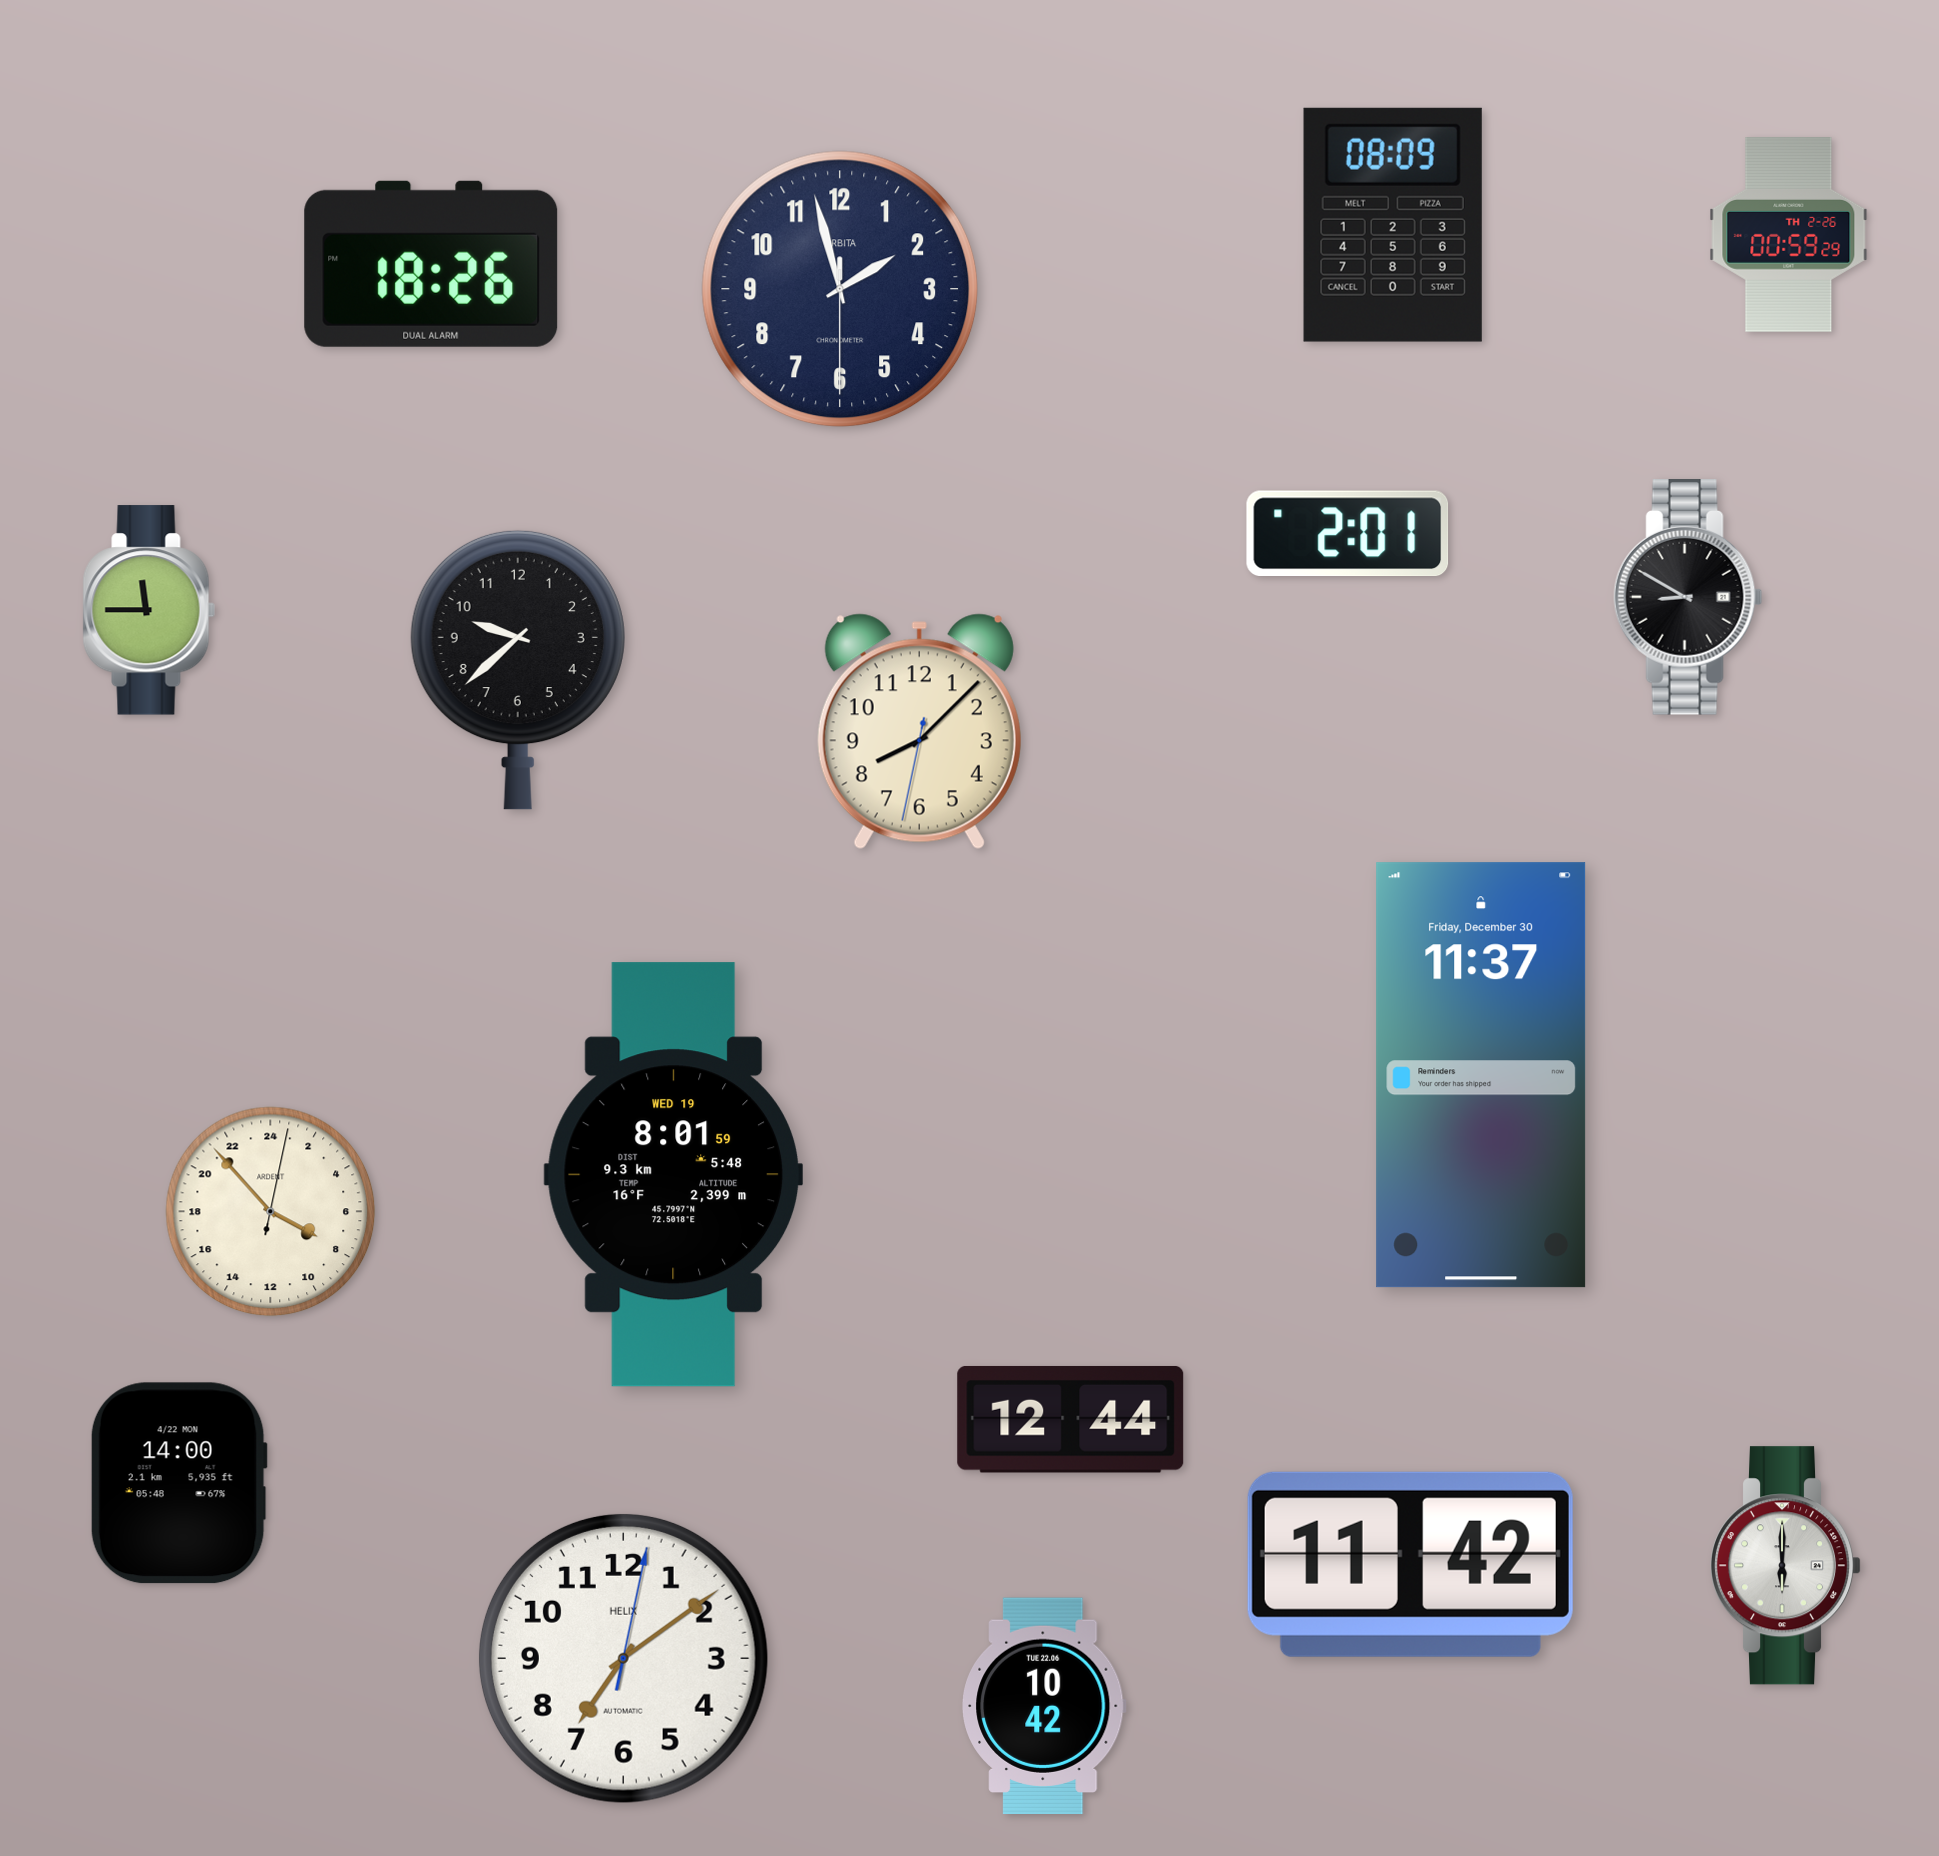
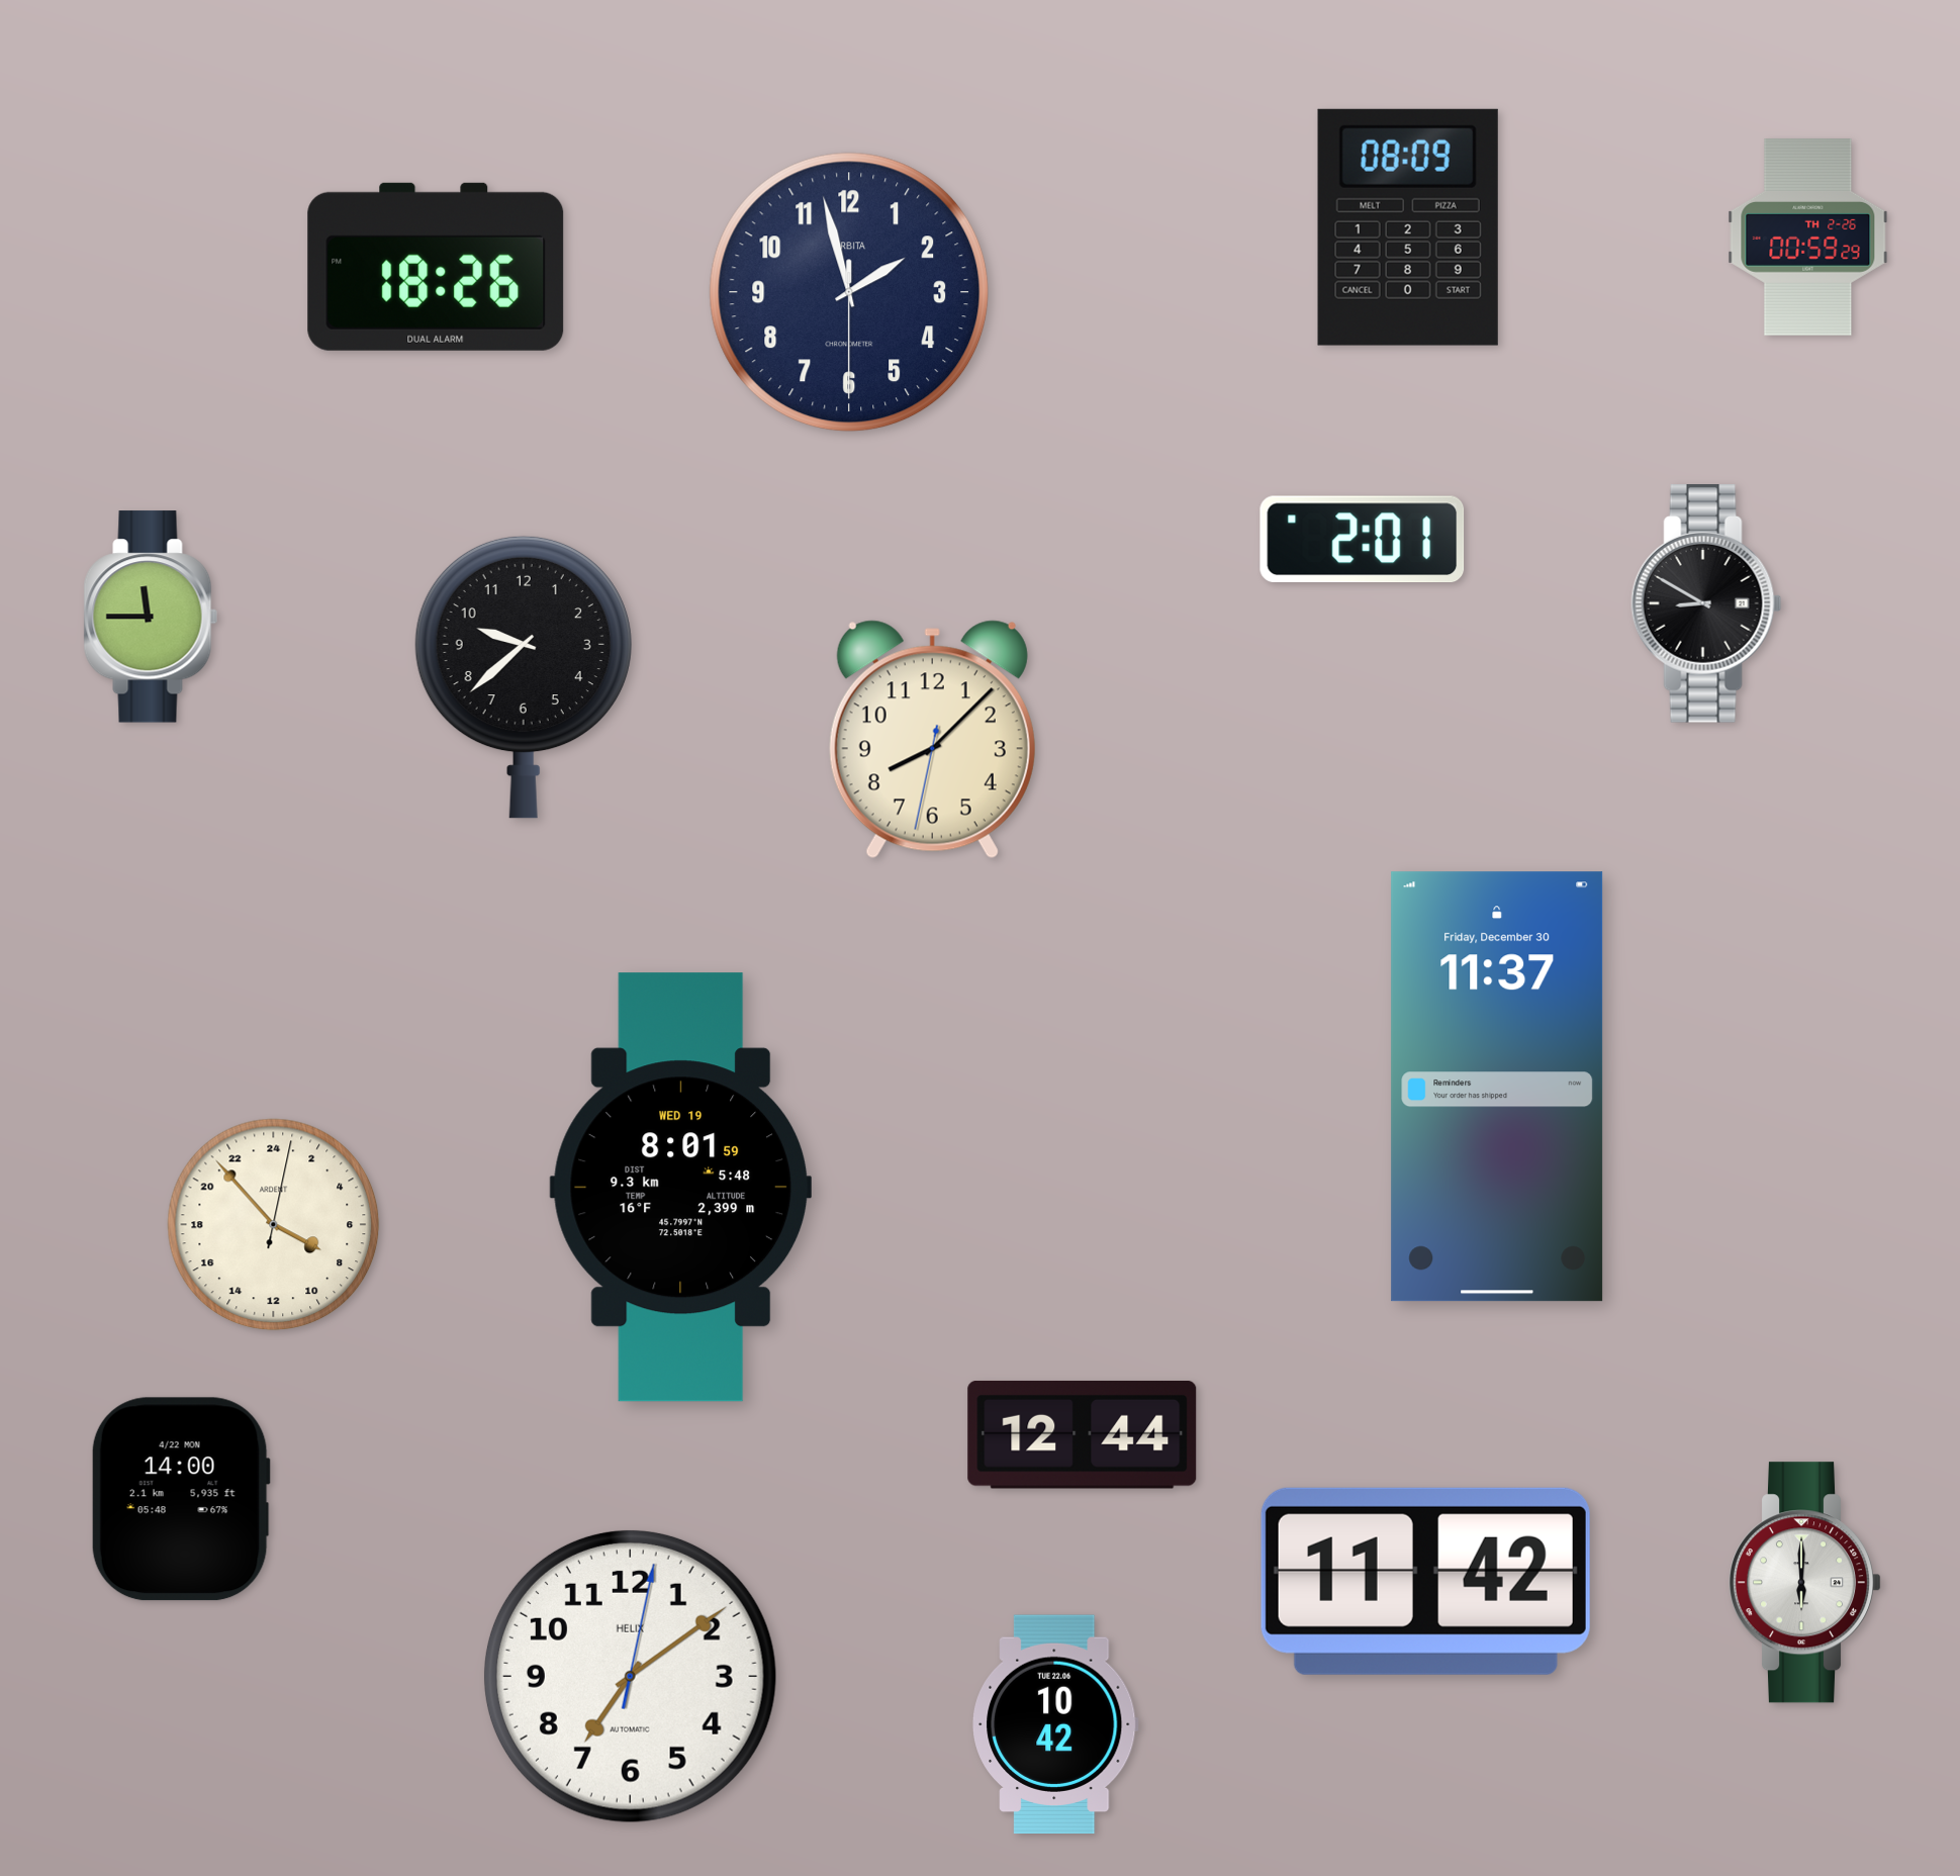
clock at (919, 732) position: (919, 732) -> (932, 740)
